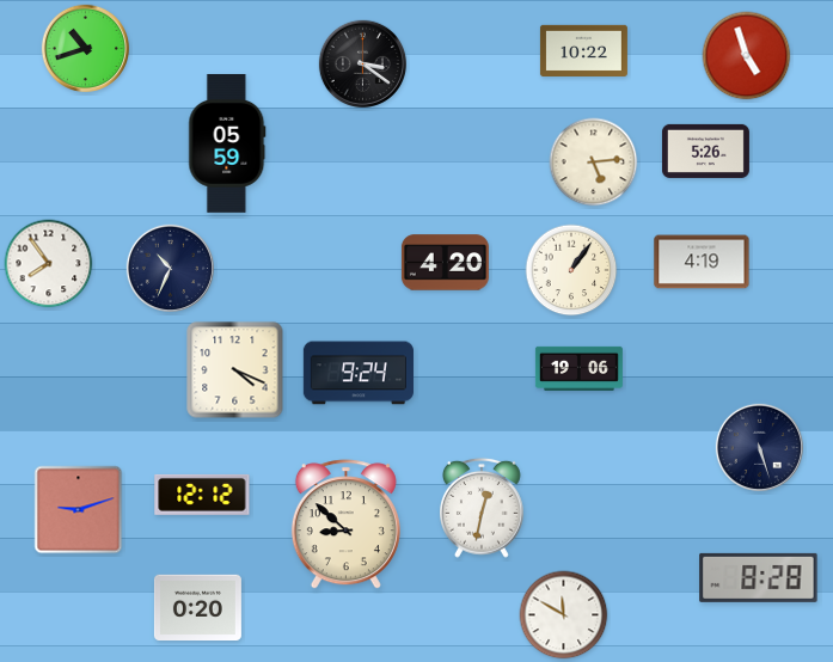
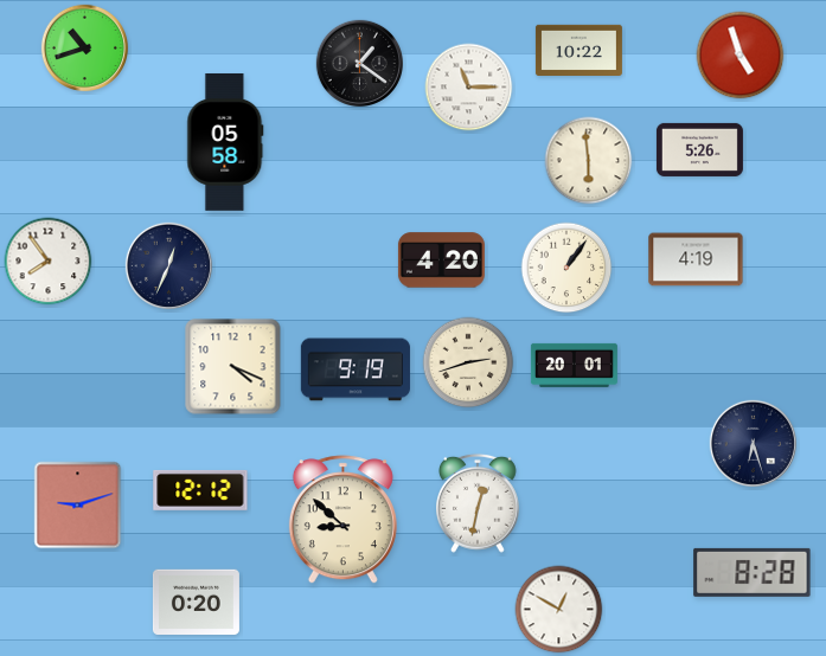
clock at (362, 63): 3:21 -> 1:21
clock at (469, 88): none -> 11:15
clock at (227, 143): 05:59 -> 05:58
clock at (594, 163): 5:14 -> 5:59
clock at (170, 268): 10:34 -> 12:34
clock at (468, 362): none -> 2:42
clock at (578, 368): 19:06 -> 20:01
clock at (359, 373): 9:24 -> 9:19
clock at (759, 447): 5:27 -> 6:27
clock at (564, 615): 11:50 -> 12:50
